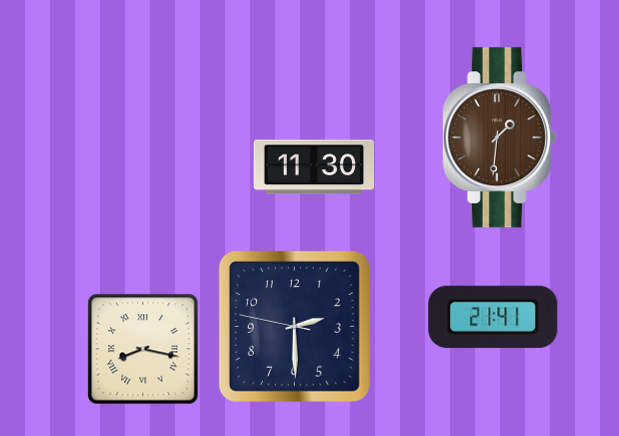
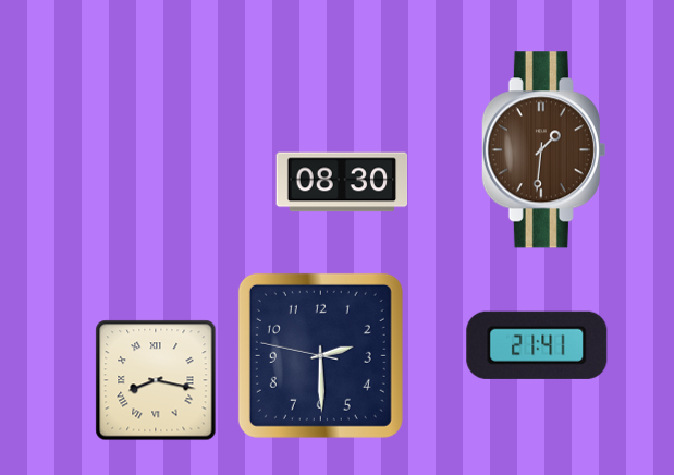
clock at (314, 167): 11:30 -> 08:30
